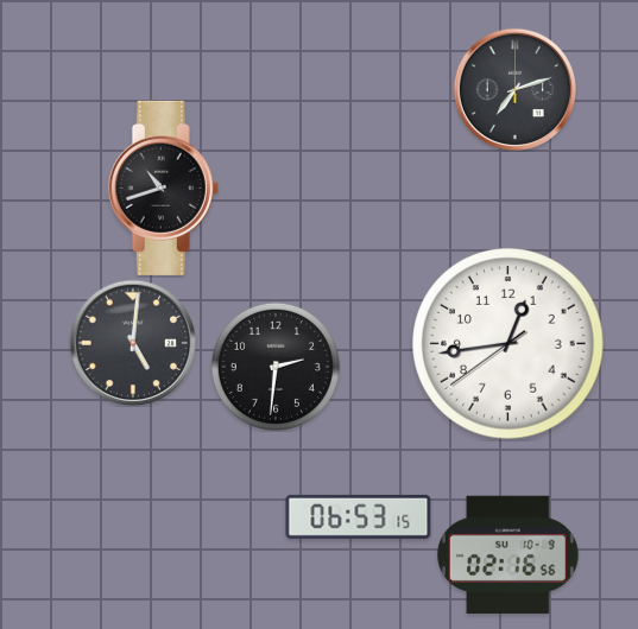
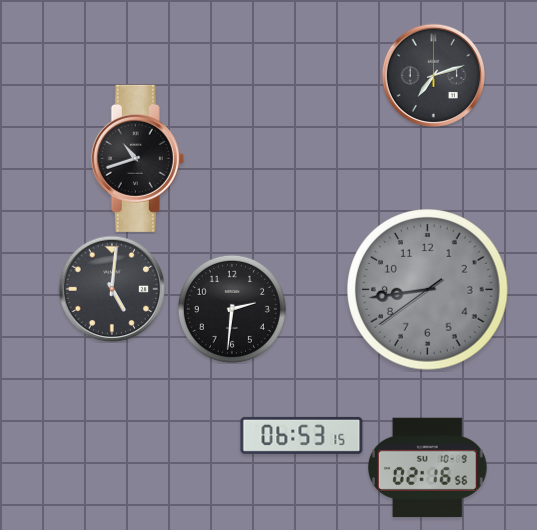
clock at (508, 344): 12:43 -> 8:43
clock at (508, 344) dial: white -> grey
